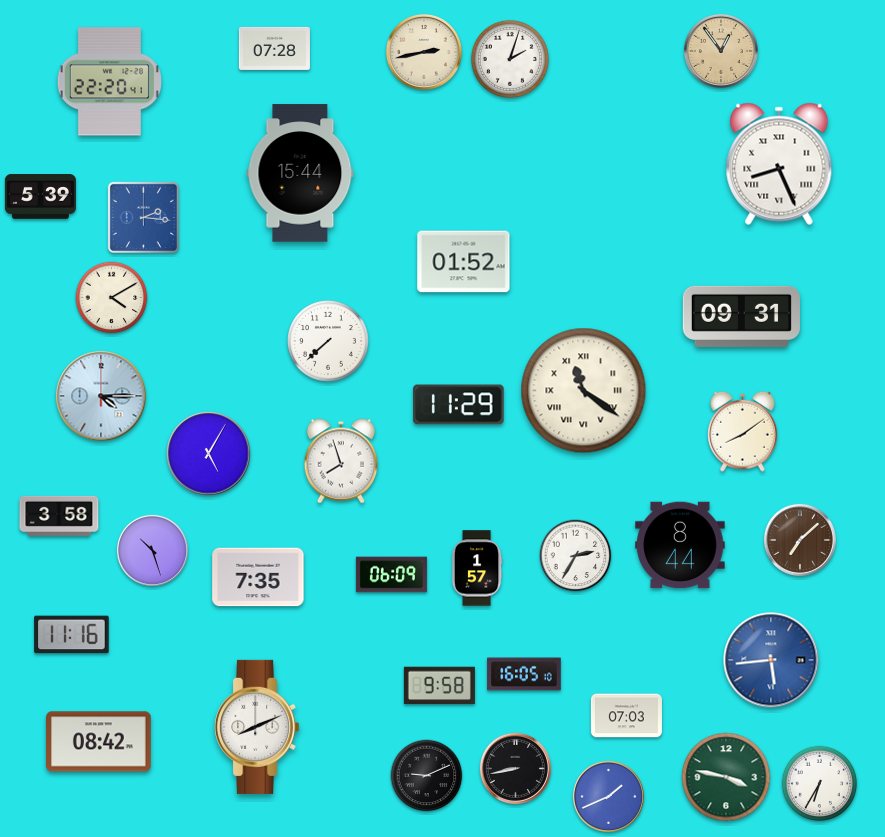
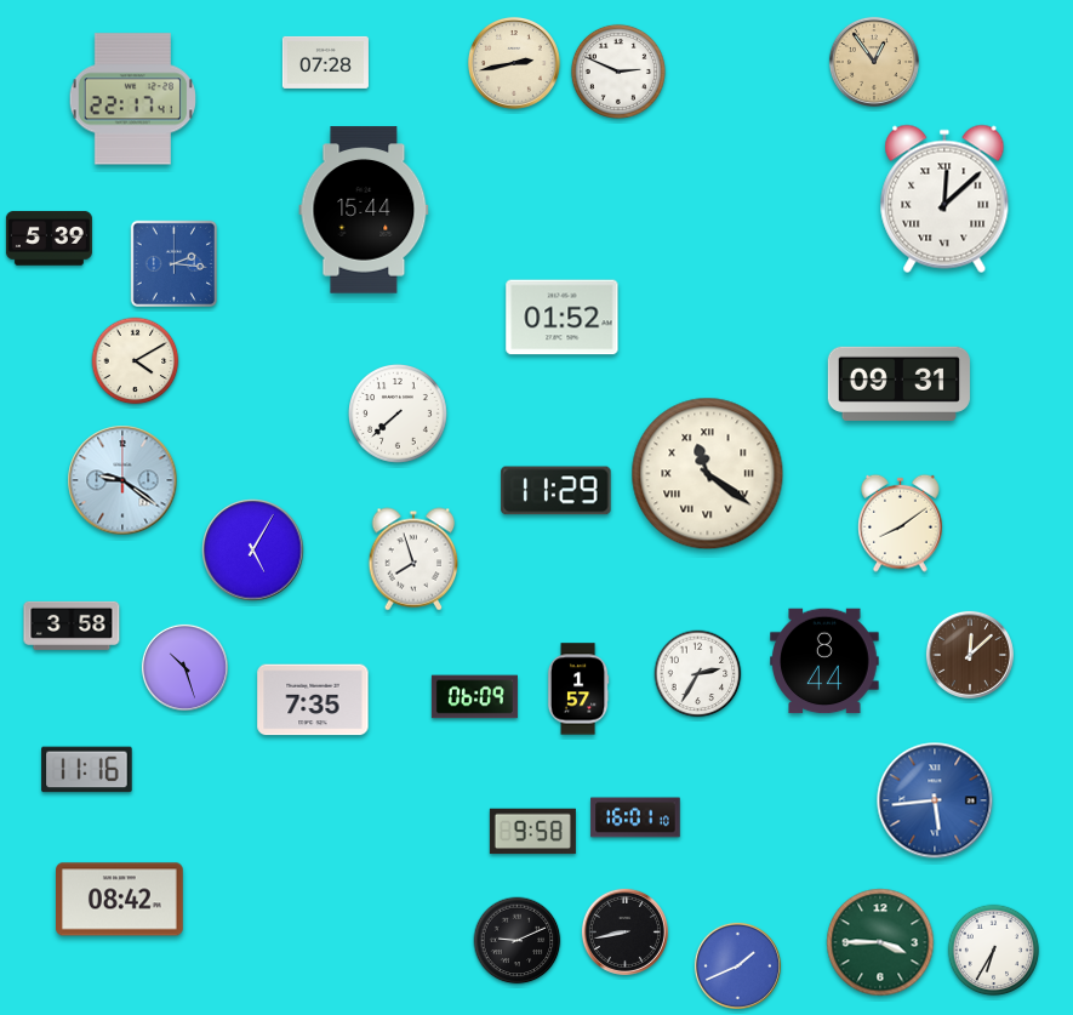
clock at (274, 48) position: (274, 48) -> (325, 62)
clock at (510, 59): 2:03 -> 2:49
clock at (109, 82): 22:20 -> 22:17
clock at (779, 164): 8:26 -> 12:08
clock at (101, 396): 4:15 -> 9:21
clock at (800, 540): 7:08 -> 12:08
clock at (524, 674): 16:05 -> 16:01
clock at (626, 716): 07:03 -> none
clock at (258, 727): 8:11 -> none
clock at (726, 777): 3:47 -> 3:45
